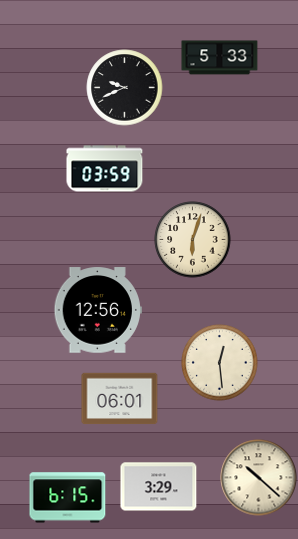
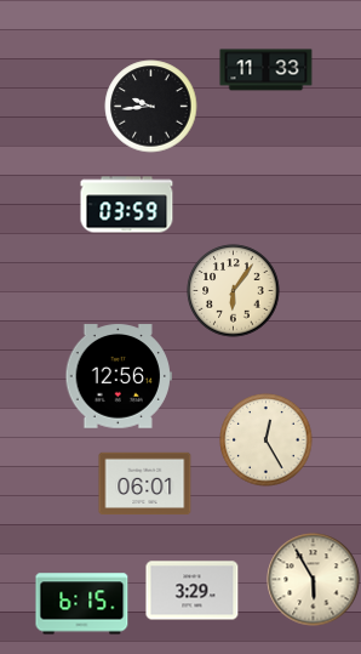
clock at (220, 58): 5:33 -> 11:33
clock at (125, 88): 9:41 -> 9:44
clock at (193, 240): 6:03 -> 6:06
clock at (220, 363): 12:29 -> 12:25
clock at (259, 478): 10:22 -> 5:55
